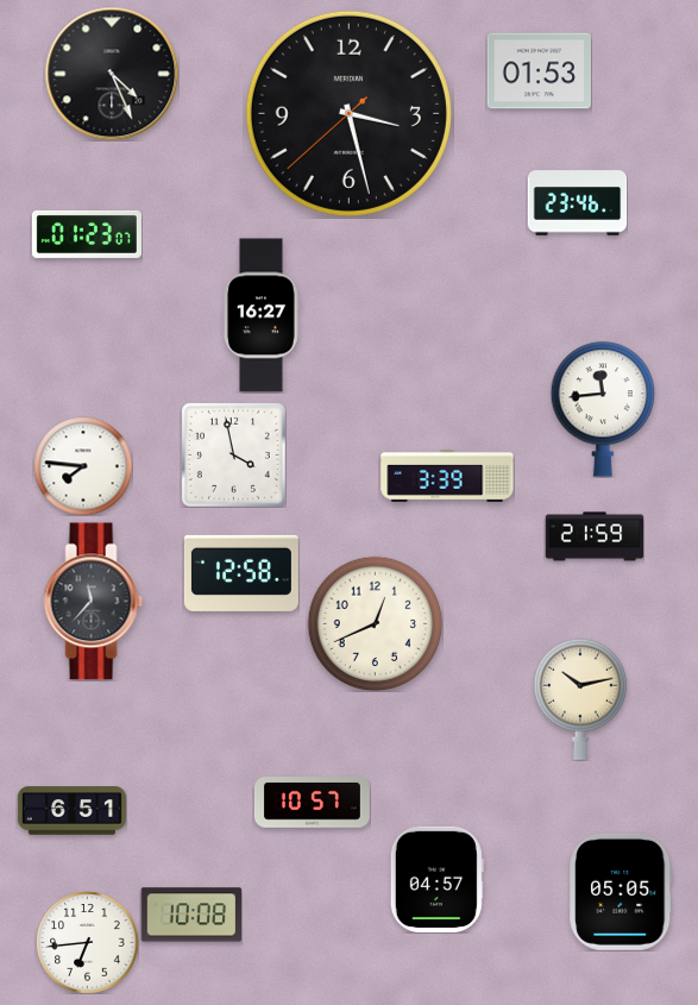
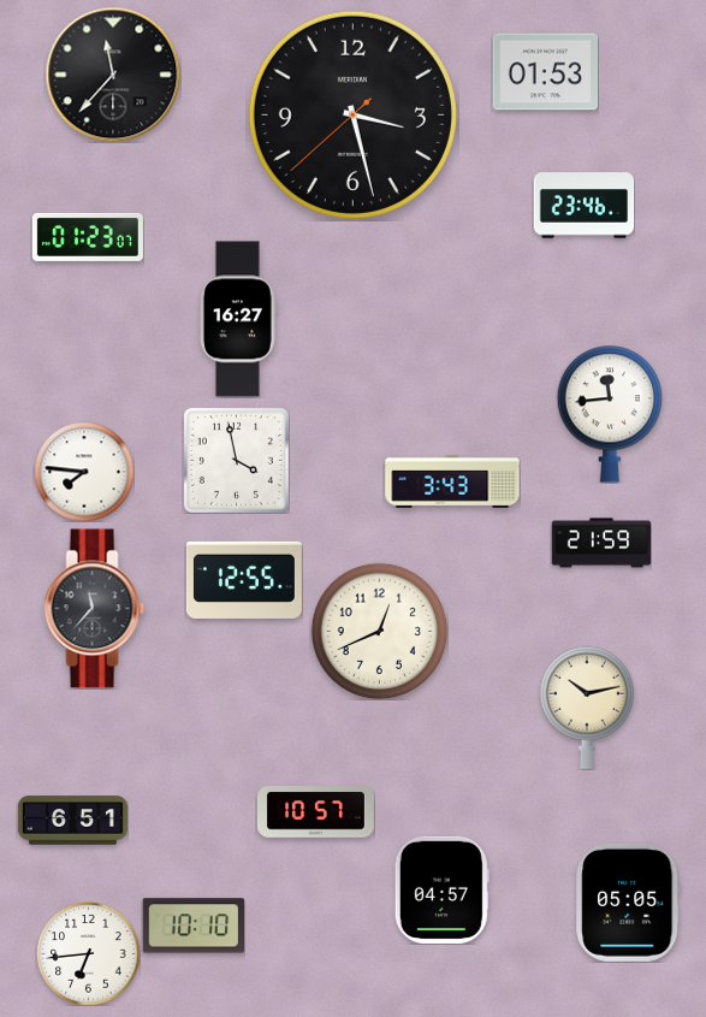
clock at (112, 74): 4:26 -> 11:37
clock at (263, 315) position: (263, 315) -> (239, 319)
clock at (447, 476): 3:39 -> 3:43
clock at (241, 573): 12:58 -> 12:55
clock at (191, 915): 10:08 -> 10:10
